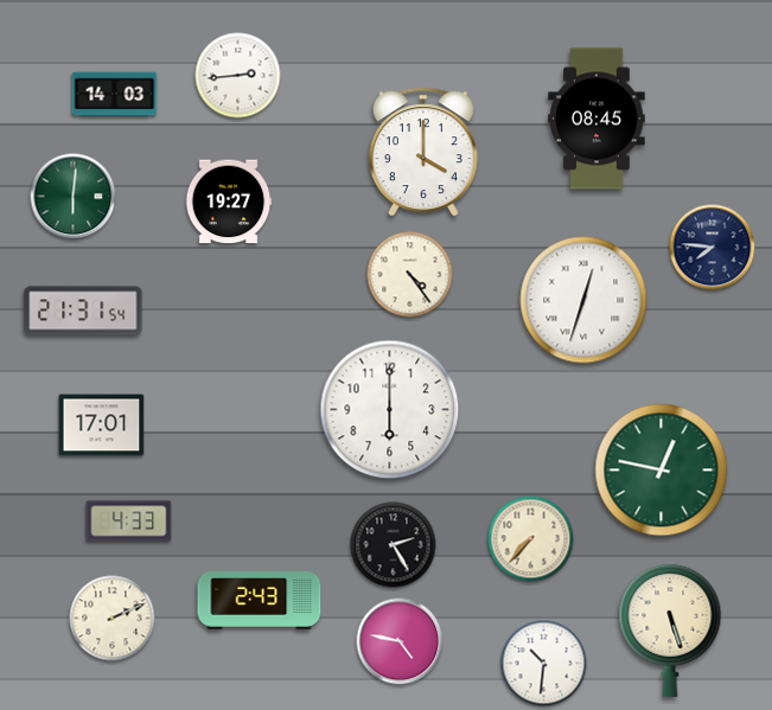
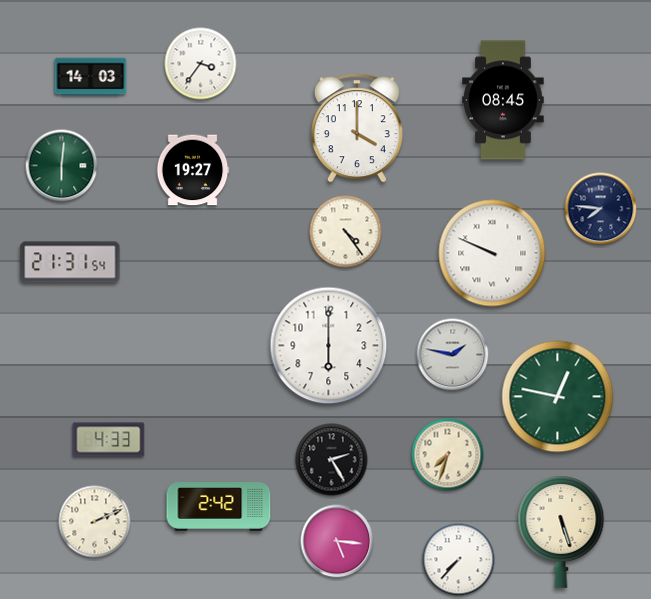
clock at (238, 76): 2:44 -> 3:36
clock at (115, 95) position: (115, 95) -> (91, 77)
clock at (583, 300): 12:33 -> 9:49
clock at (453, 355): none -> 1:47
clock at (102, 426): 17:01 -> none
clock at (531, 539): 7:37 -> 7:33
clock at (260, 601): 2:43 -> 2:42
clock at (670, 631) position: (670, 631) -> (561, 532)
clock at (400, 641): 4:47 -> 5:16
clock at (544, 664): 10:31 -> 7:37
